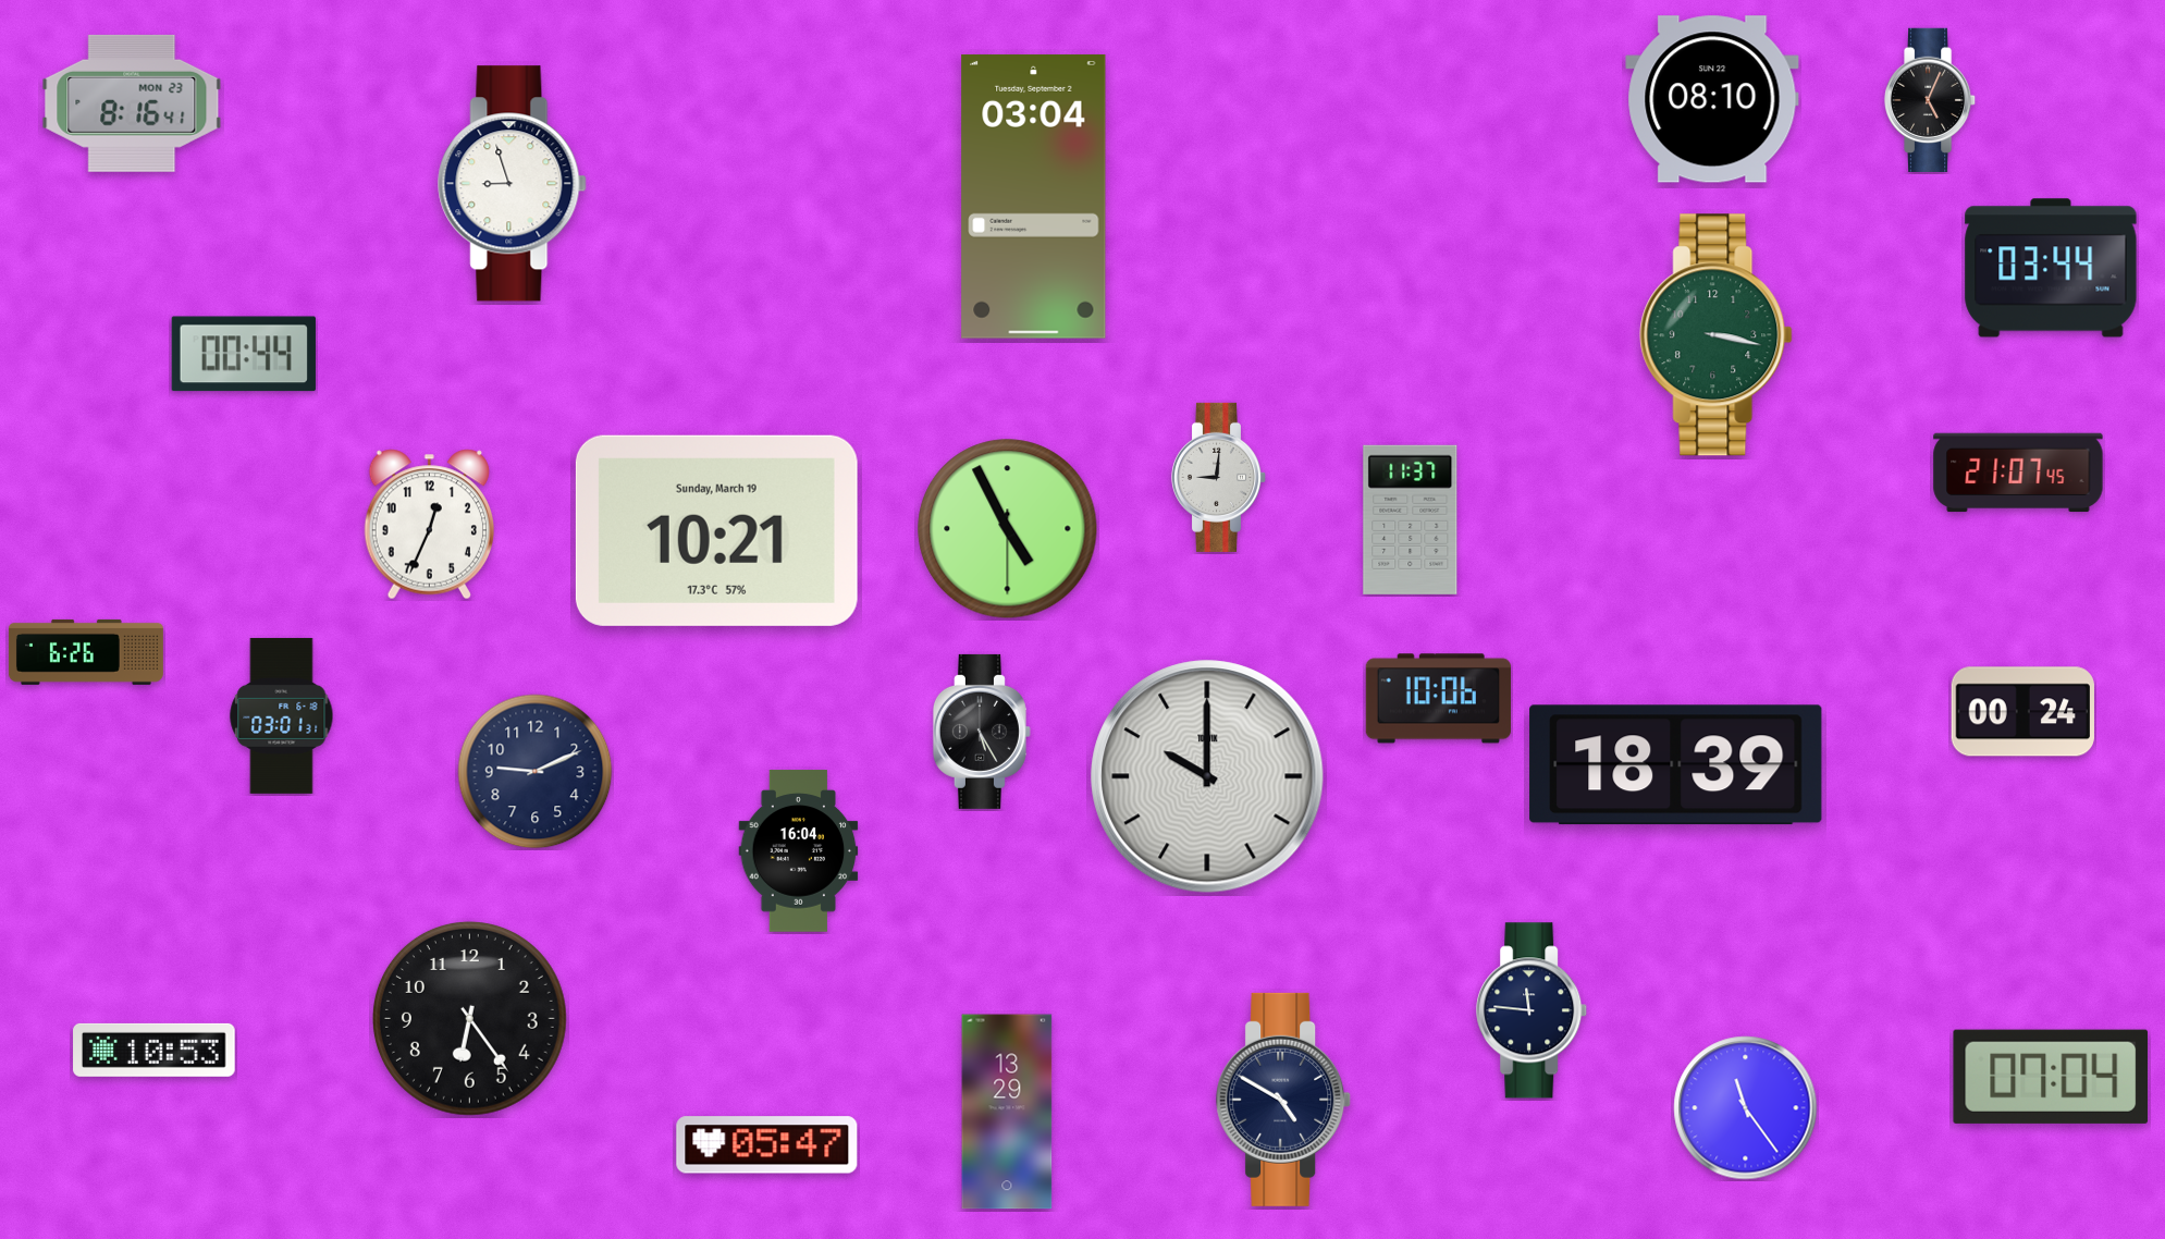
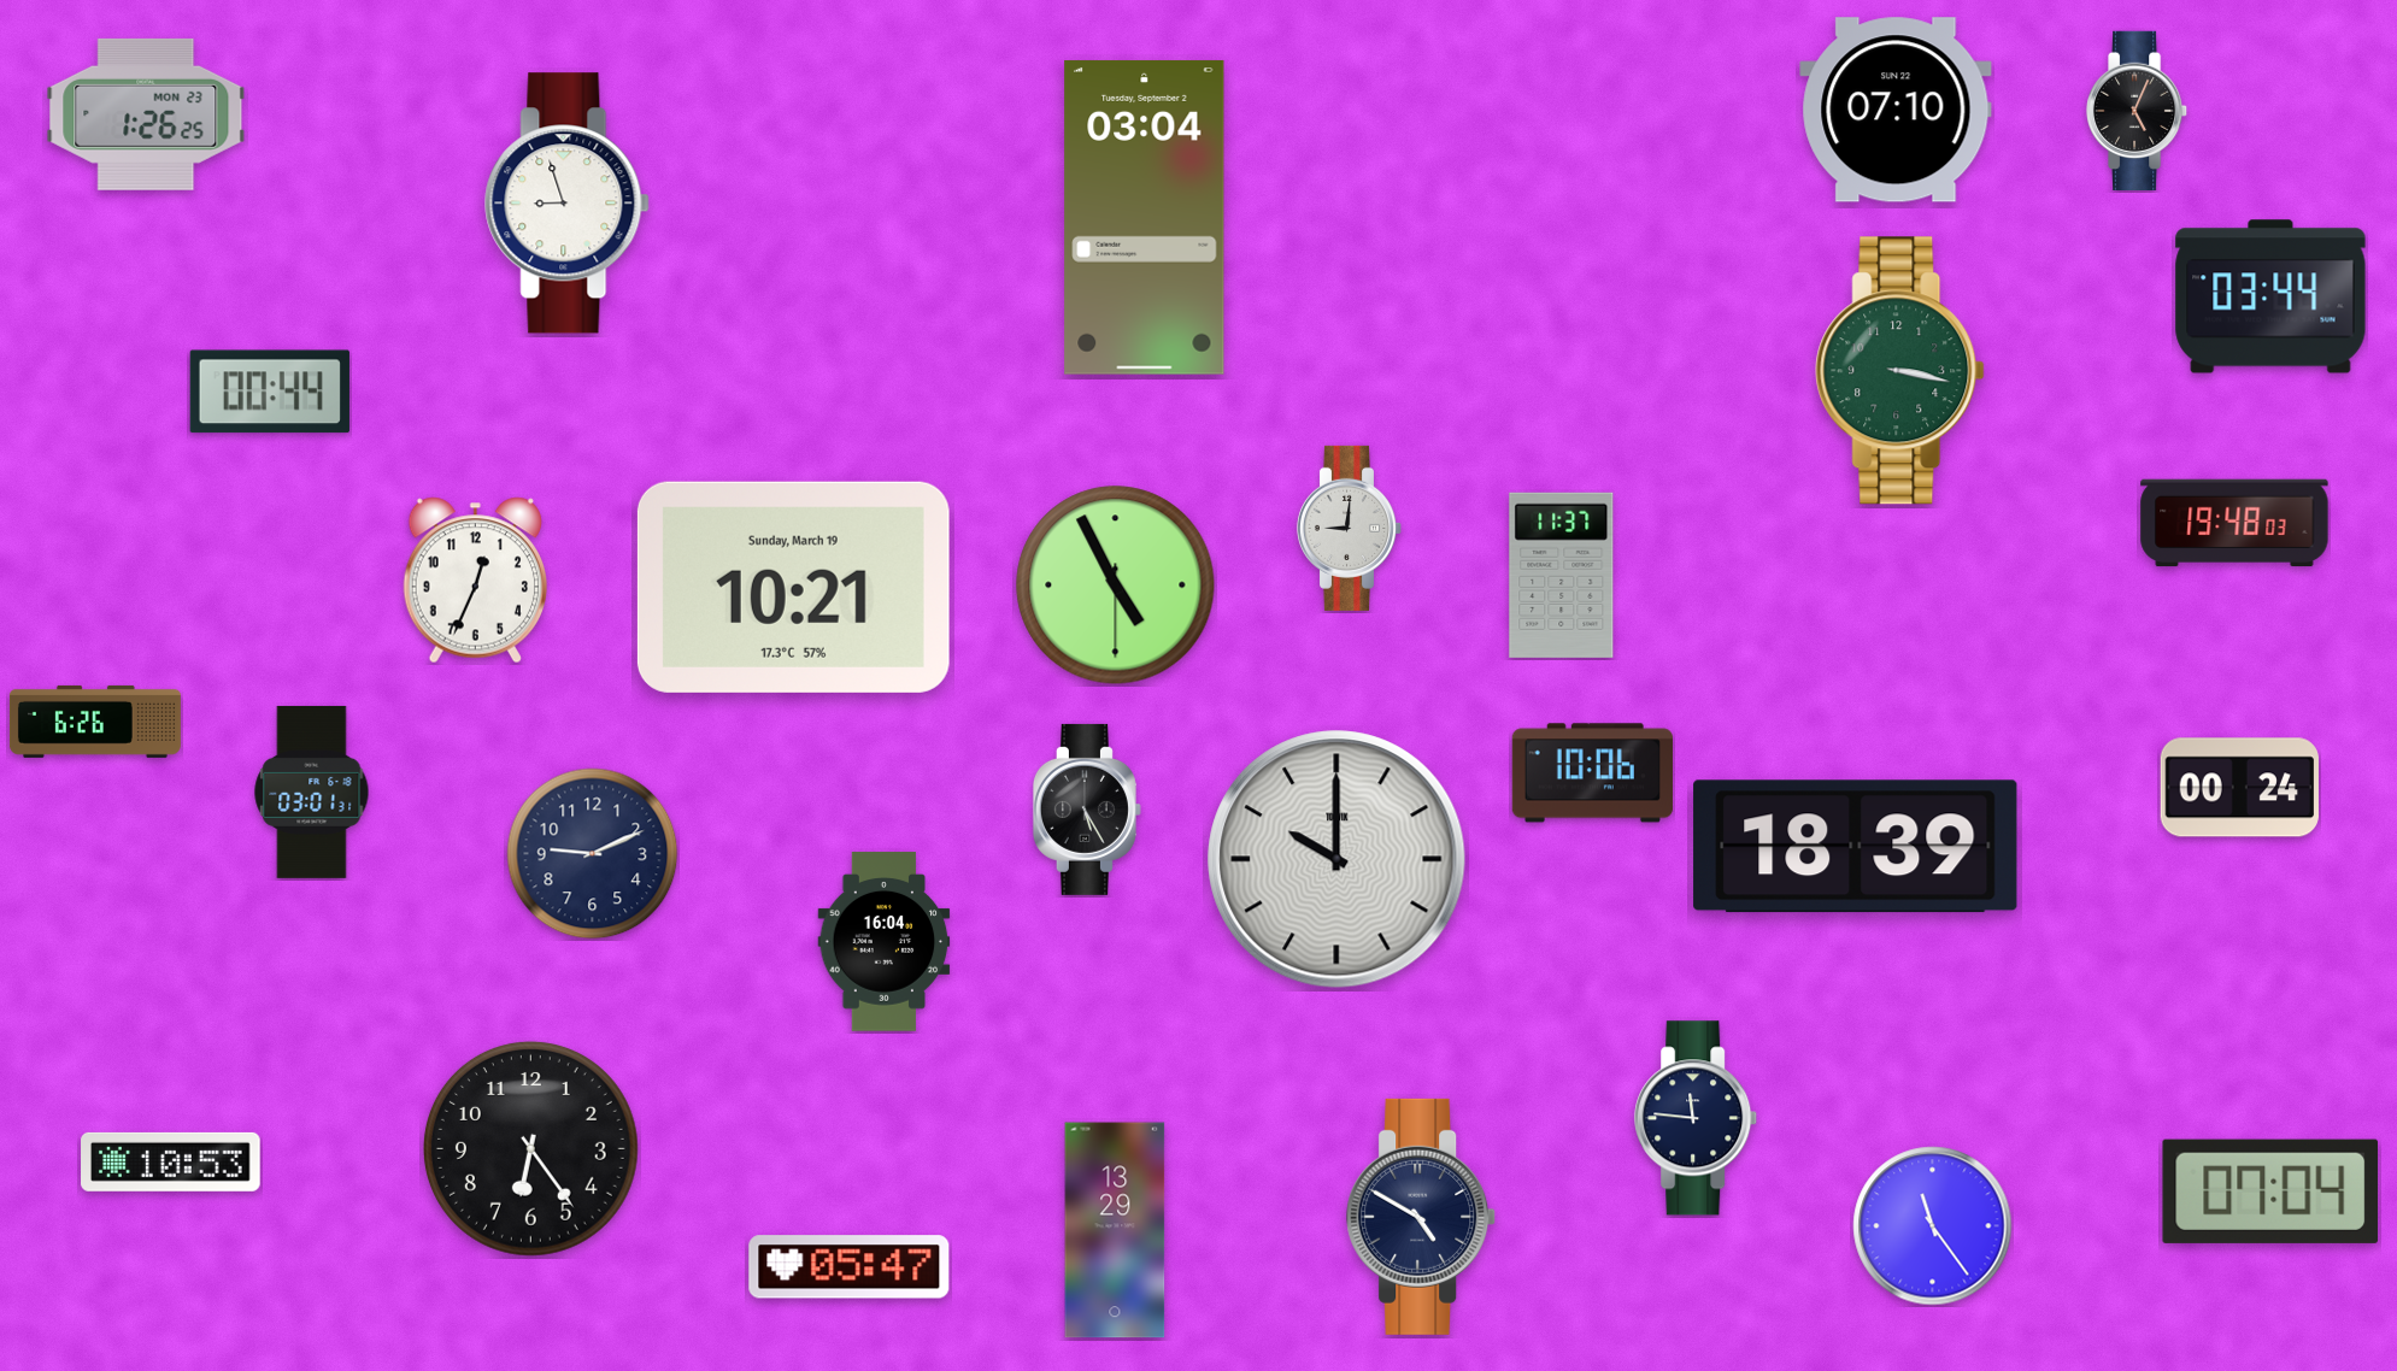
clock at (1712, 99): 08:10 -> 07:10
clock at (132, 103): 8:16 -> 1:26
clock at (2018, 473): 21:07 -> 19:48
clock at (469, 1018) position: (469, 1018) -> (530, 1148)
